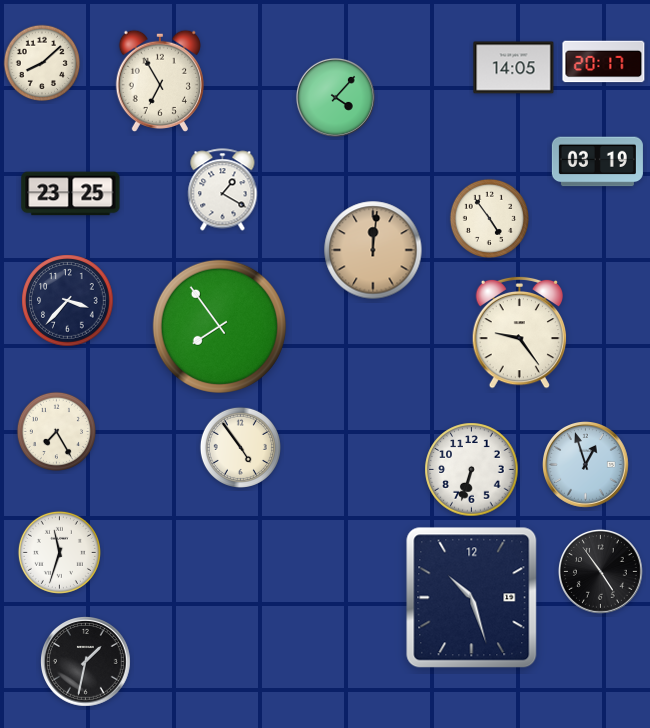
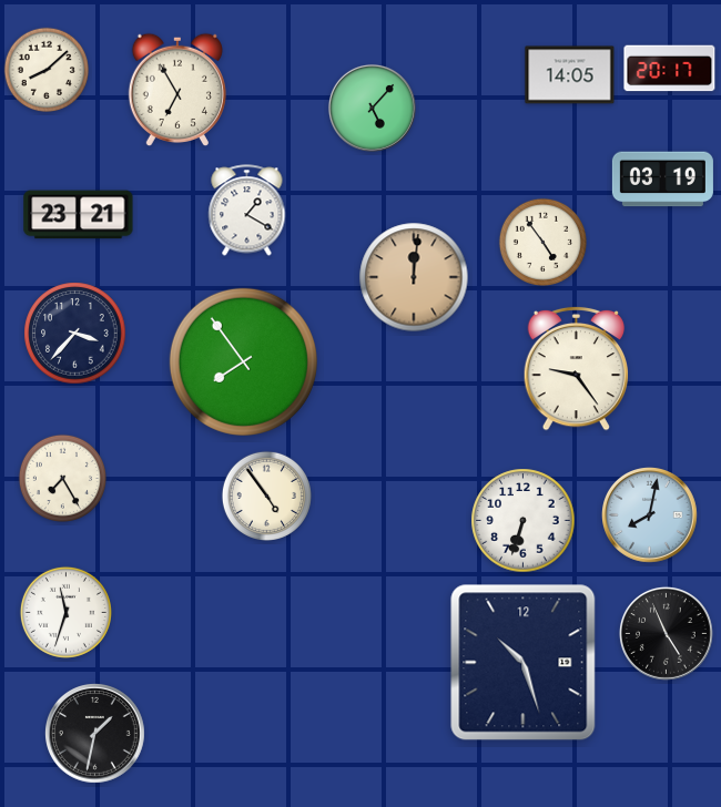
clock at (335, 97): 4:07 -> 5:07
clock at (71, 194): 23:25 -> 23:21
clock at (586, 465): 12:57 -> 8:02
clock at (601, 572): 4:54 -> 4:56
